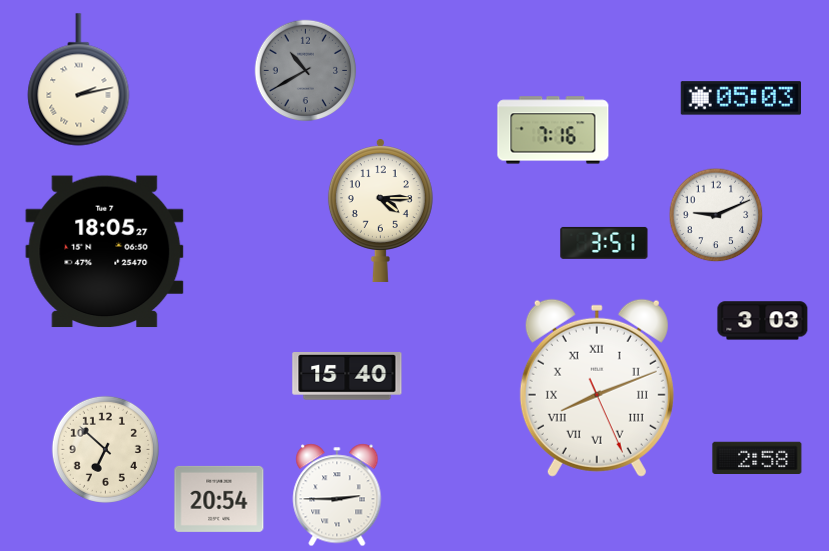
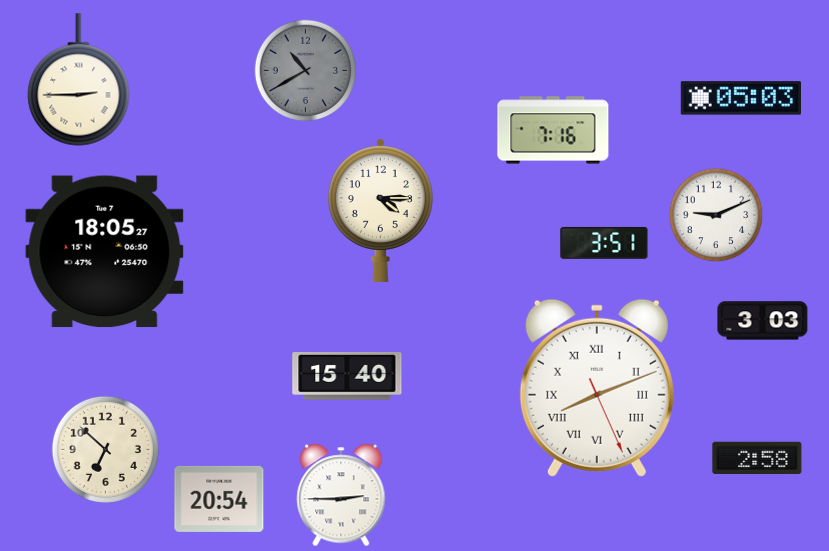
clock at (79, 80): 2:13 -> 2:45
clock at (337, 495) position: (337, 495) -> (341, 495)
